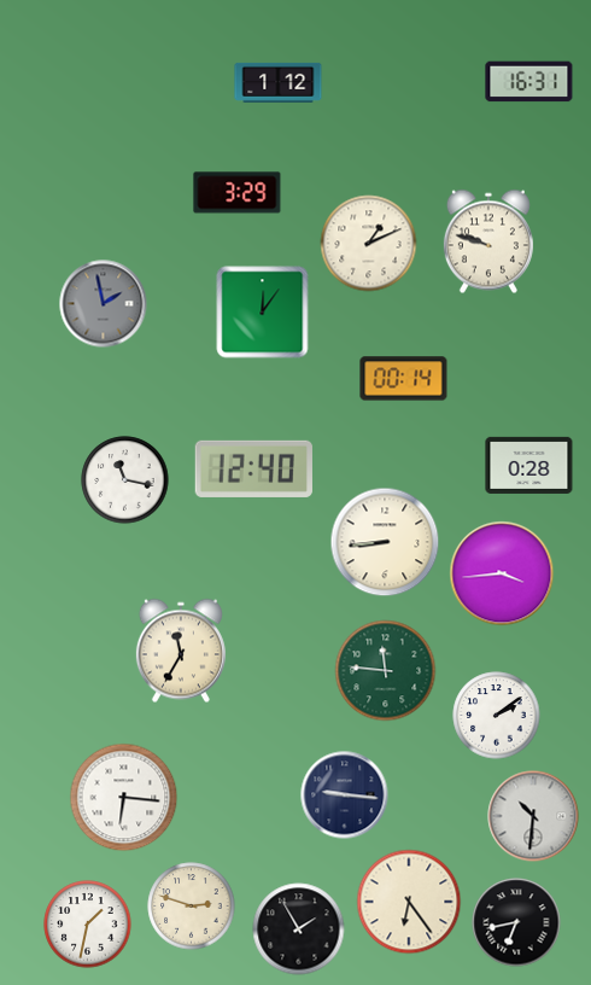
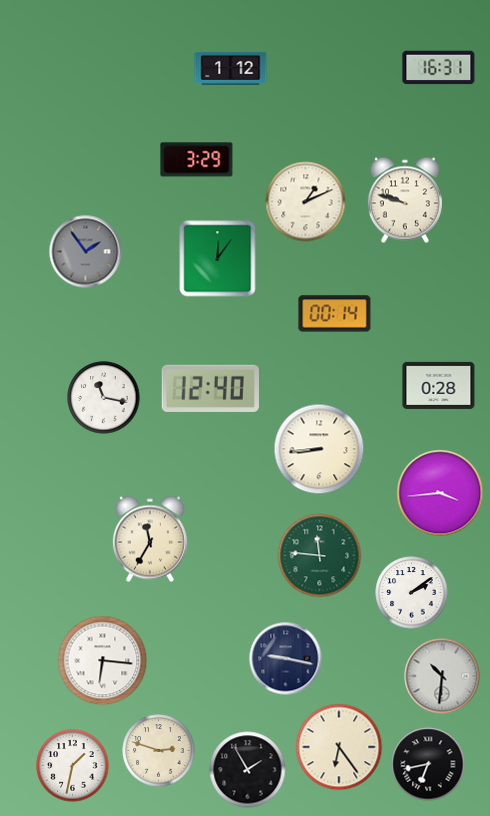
clock at (104, 304): 1:58 -> 1:54
clock at (502, 573) position: (502, 573) -> (440, 493)
clock at (345, 795): 9:16 -> 9:17
